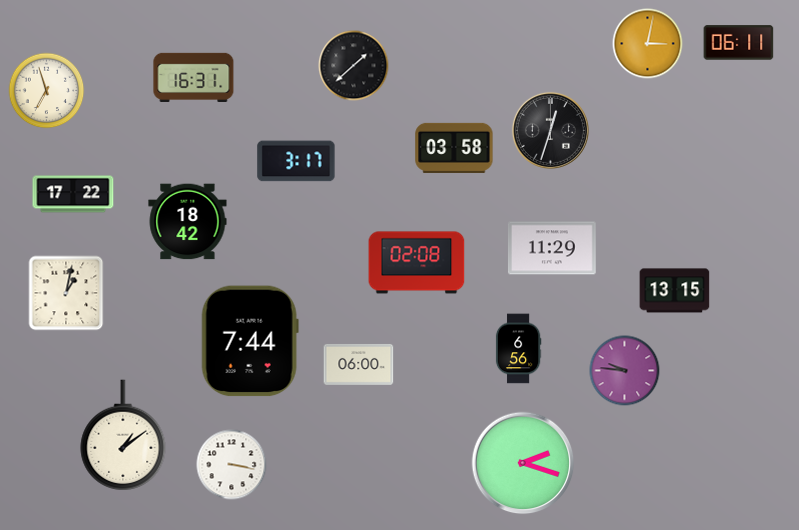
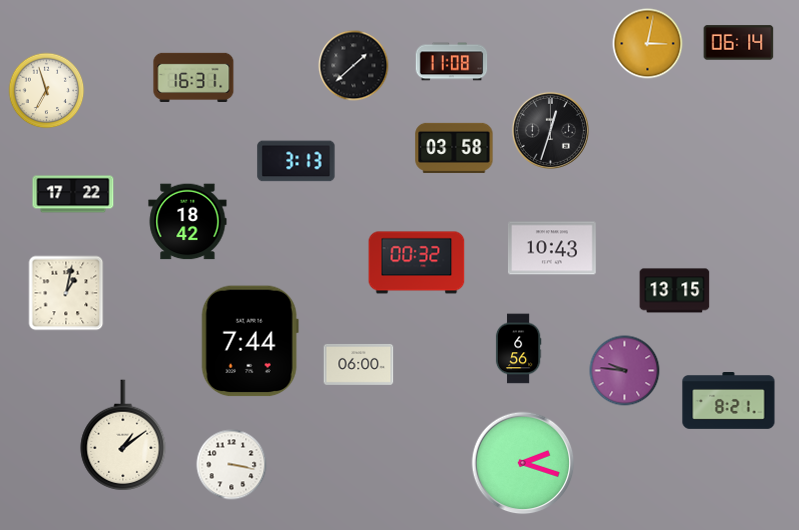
clock at (739, 43): 06:11 -> 06:14
clock at (452, 62): none -> 11:08
clock at (296, 161): 3:17 -> 3:13
clock at (552, 248): 11:29 -> 10:43
clock at (417, 263): 02:08 -> 00:32
clock at (729, 401): none -> 8:21
